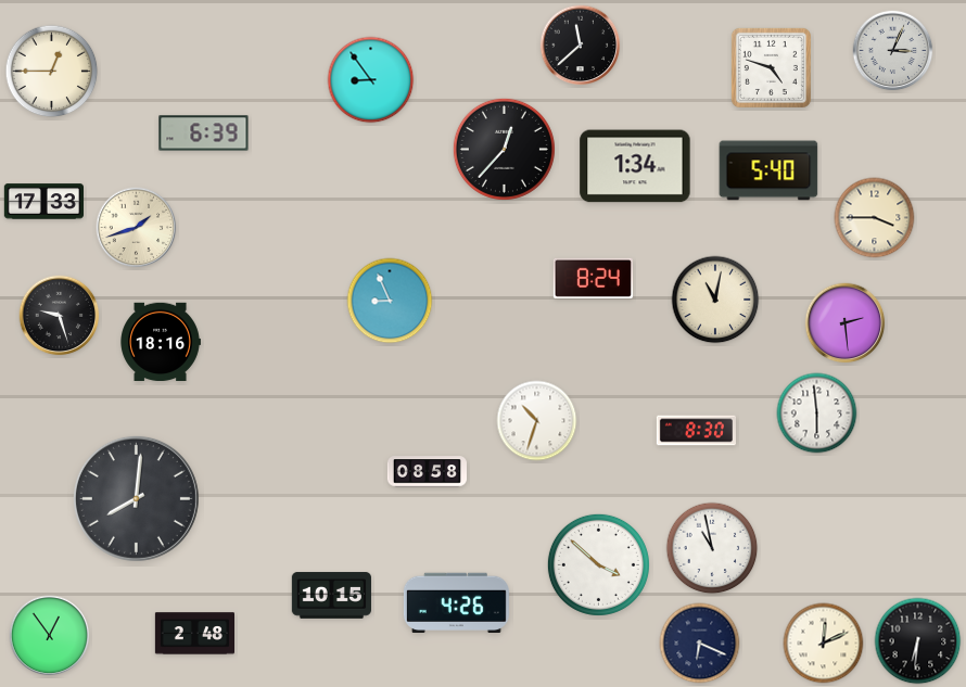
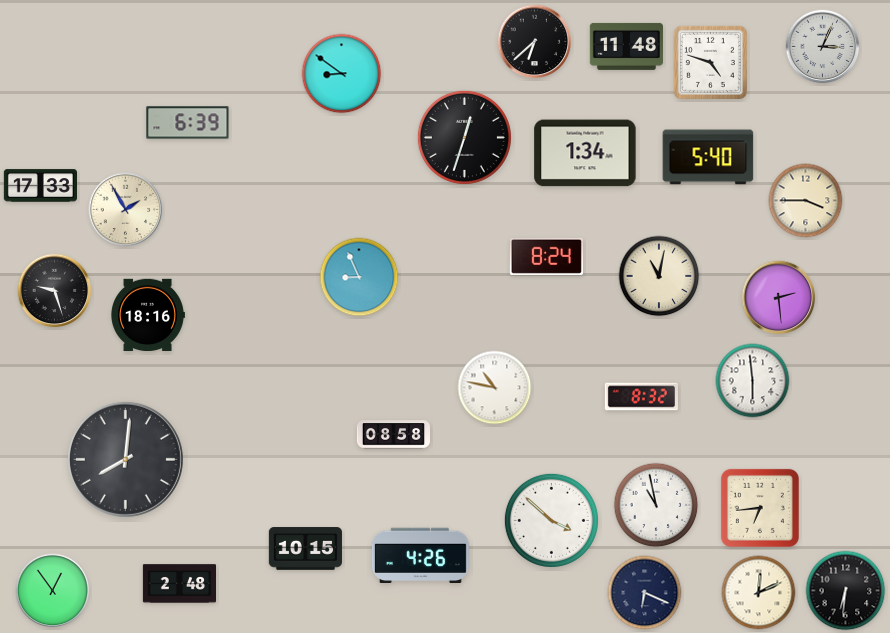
clock at (581, 46): 11:38 -> 6:38
clock at (626, 46): none -> 11:48
clock at (52, 72): 12:45 -> none
clock at (371, 80): 8:54 -> 8:51
clock at (504, 149): 12:37 -> 12:33
clock at (137, 228): 1:42 -> 1:55
clock at (537, 421): 10:33 -> 10:47
clock at (696, 431): 8:30 -> 8:32
clock at (760, 508): none -> 6:44
clock at (50, 636) position: (50, 636) -> (53, 591)
